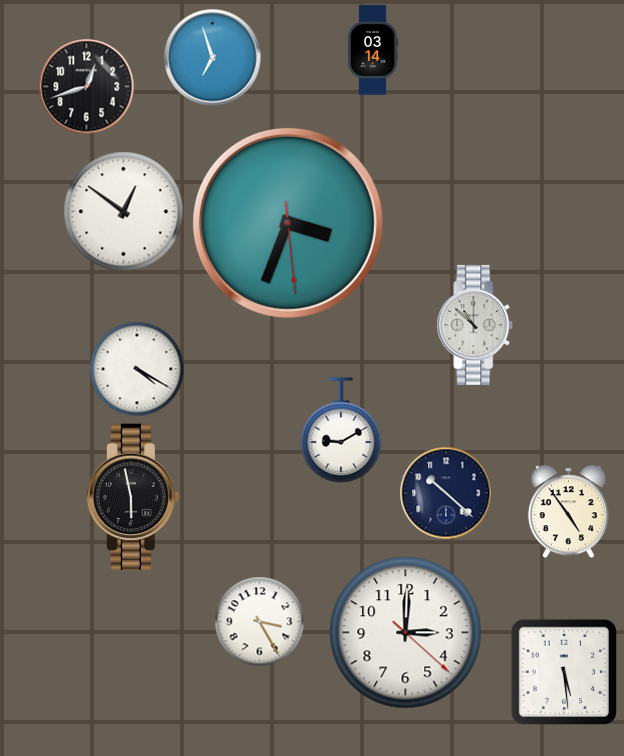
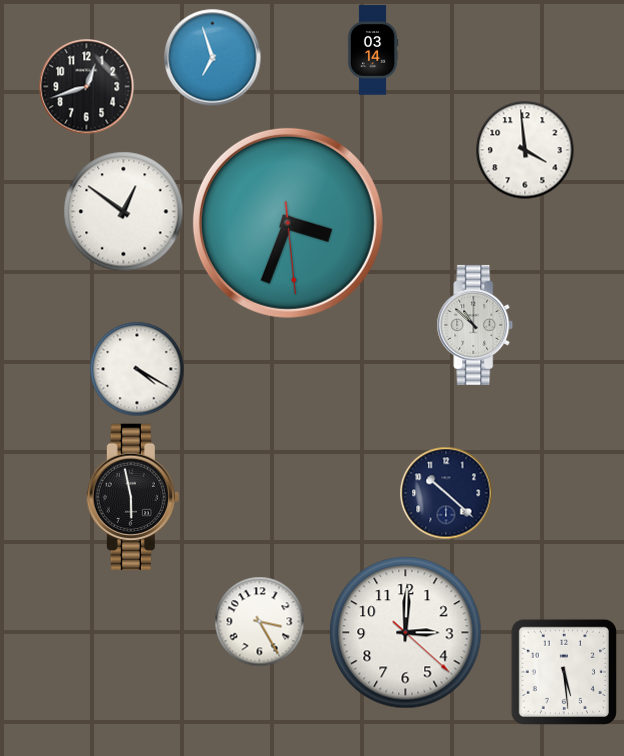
clock at (525, 150): none -> 3:59
clock at (341, 430): 9:10 -> none
clock at (568, 512): 4:54 -> none
